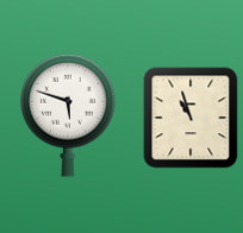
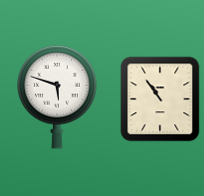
clock at (191, 118): 10:57 -> 10:54
